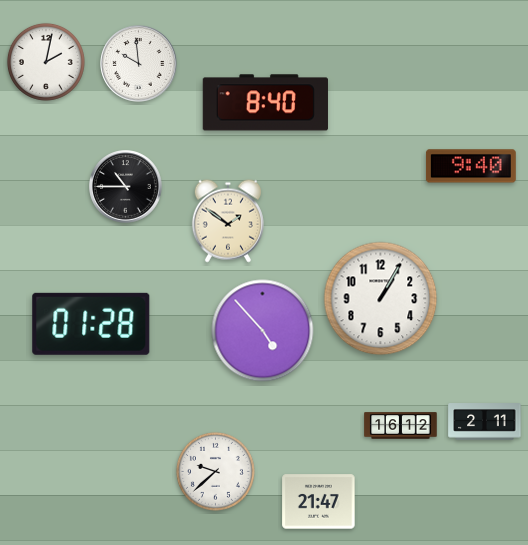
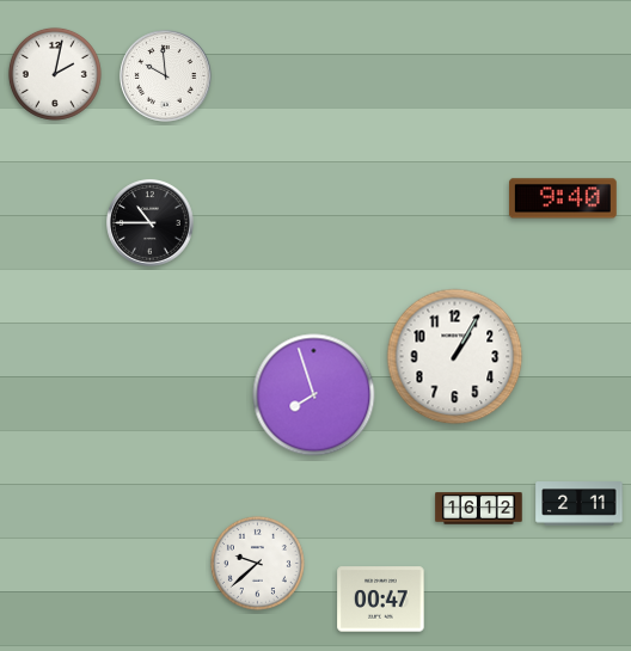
clock at (265, 103): 8:40 -> none
clock at (228, 221): 1:51 -> none
clock at (91, 324): 01:28 -> none
clock at (263, 331): 4:53 -> 7:57
clock at (319, 502): 21:47 -> 00:47
